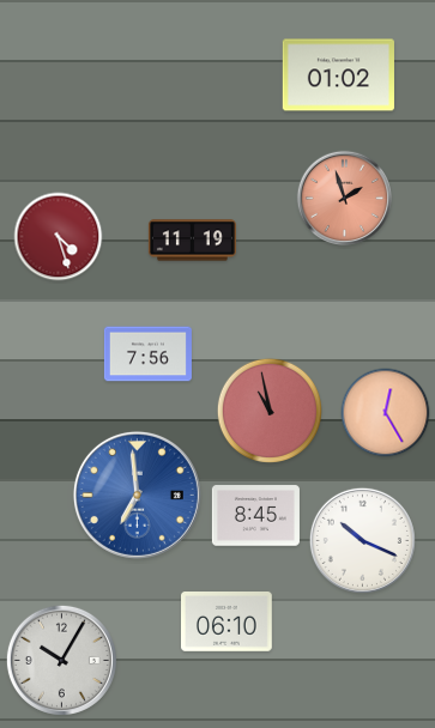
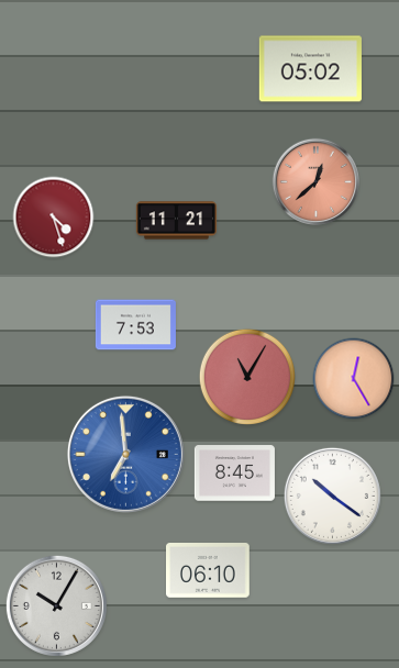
clock at (338, 75): 01:02 -> 05:02
clock at (344, 198): 1:57 -> 12:38
clock at (192, 241): 11:19 -> 11:21
clock at (147, 354): 7:56 -> 7:53
clock at (268, 409): 10:58 -> 11:05
clock at (362, 540): 10:19 -> 10:21
